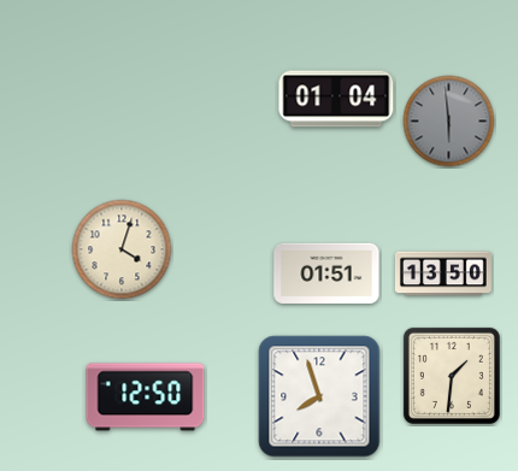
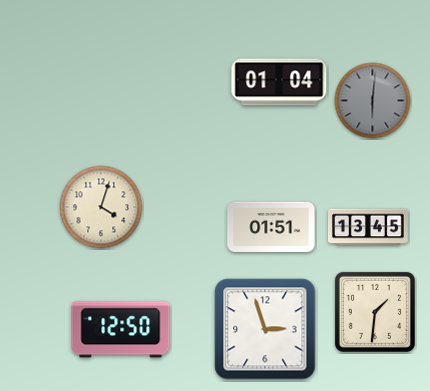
clock at (449, 122): 5:59 -> 6:01
clock at (443, 273): 13:50 -> 13:45
clock at (319, 396): 7:57 -> 2:57
